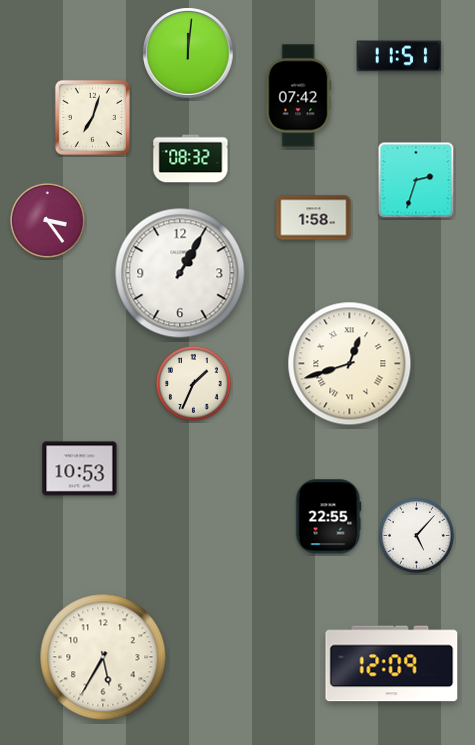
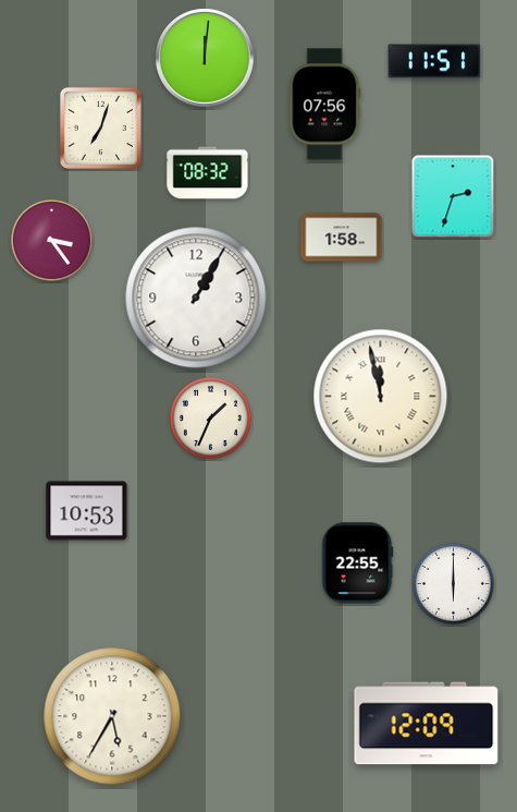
clock at (298, 96): 07:42 -> 07:56
clock at (350, 364): 12:42 -> 11:58
clock at (416, 535): 5:07 -> 6:00
